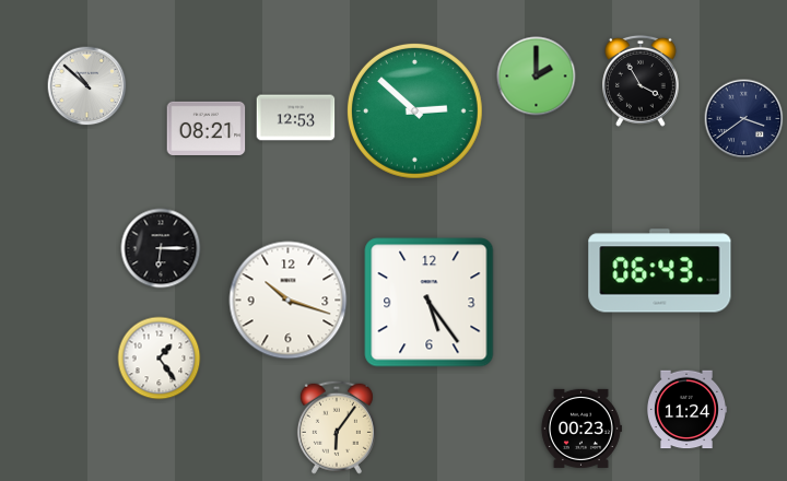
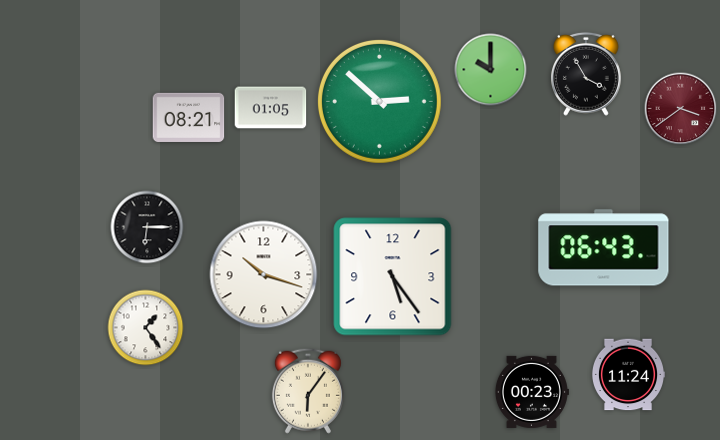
clock at (537, 77): 2:00 -> 10:00
clock at (87, 86): 10:52 -> none
clock at (296, 118): 12:53 -> 01:05
clock at (744, 119) dial: navy -> burgundy
